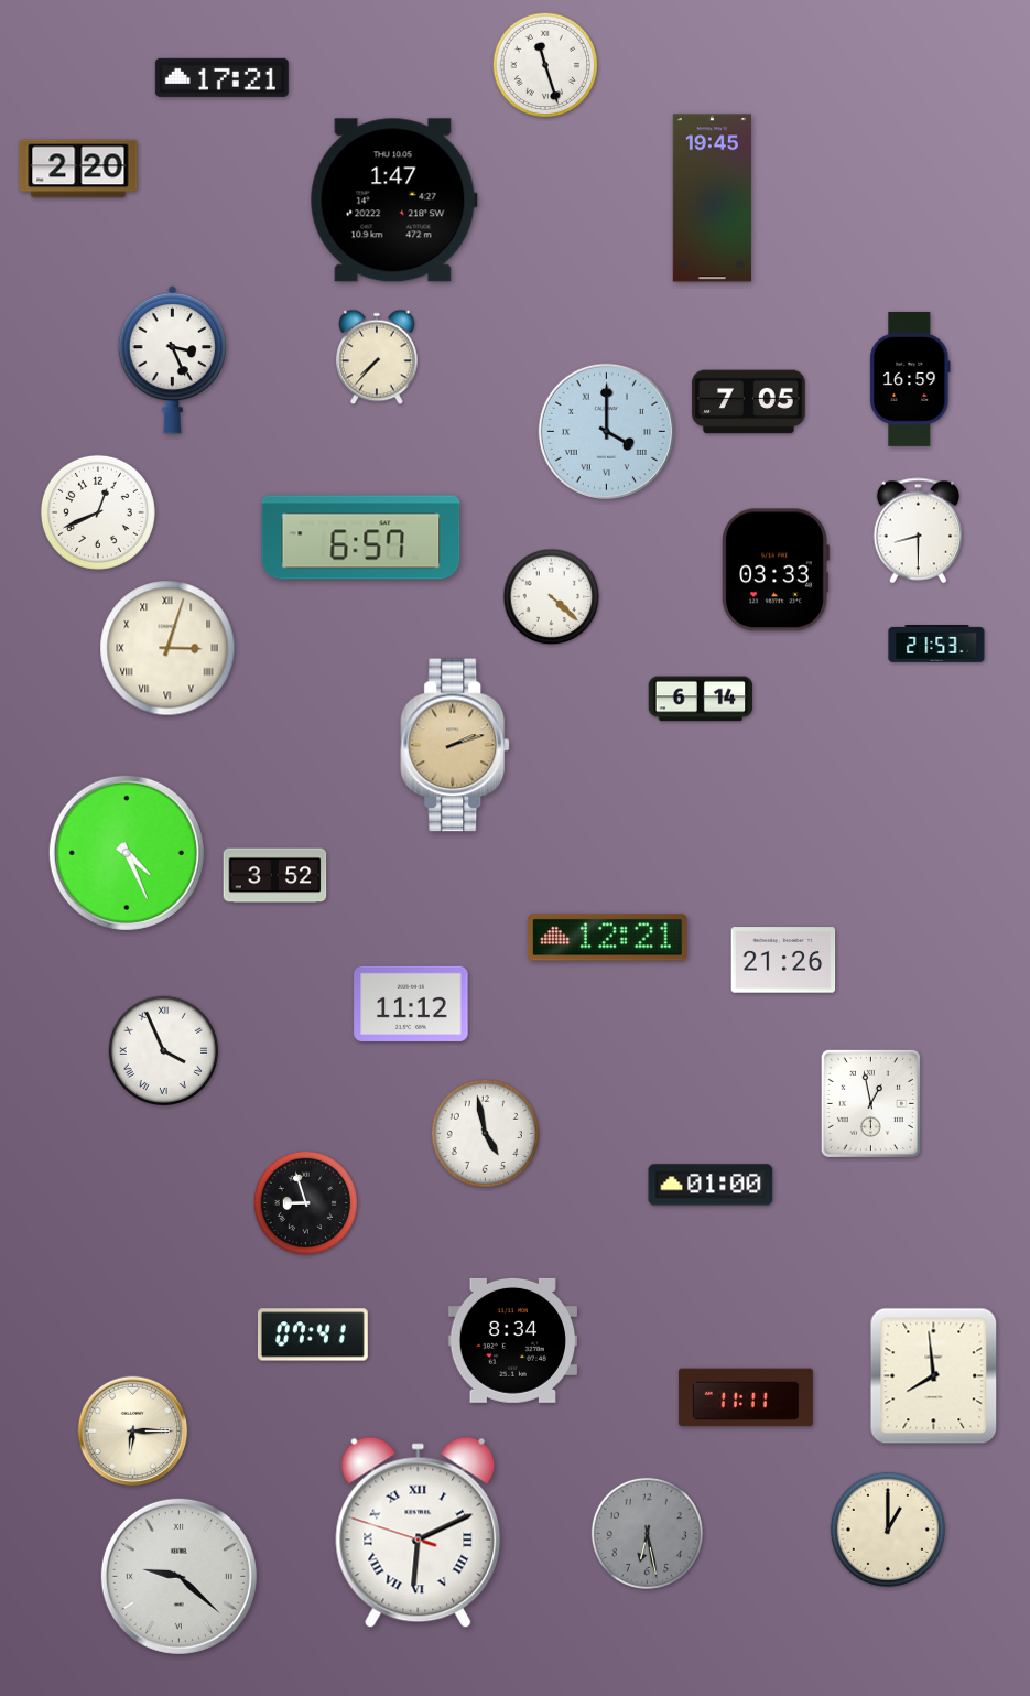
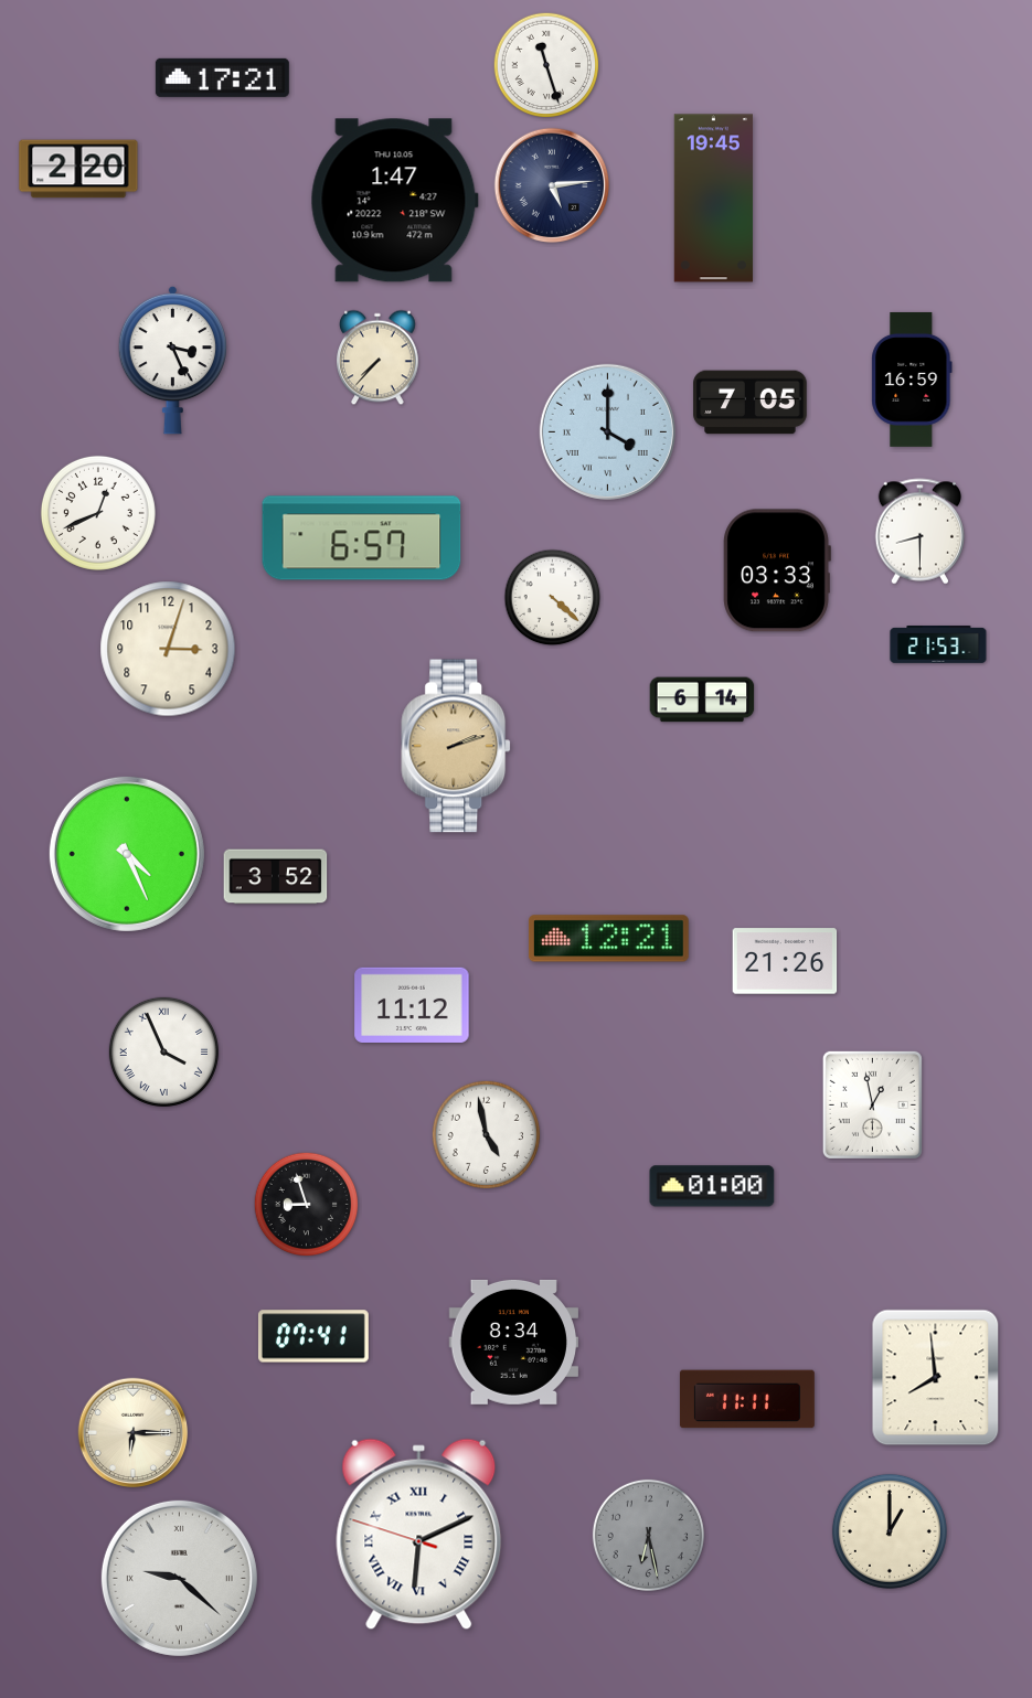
clock at (552, 185): none -> 5:14
clock at (167, 648) numerals: Roman -> Arabic
